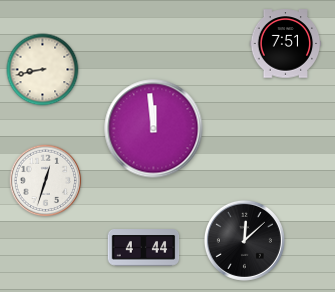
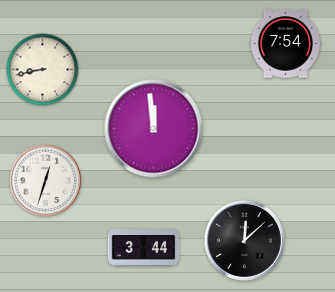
clock at (286, 44): 7:51 -> 7:54
clock at (144, 248): 4:44 -> 3:44
